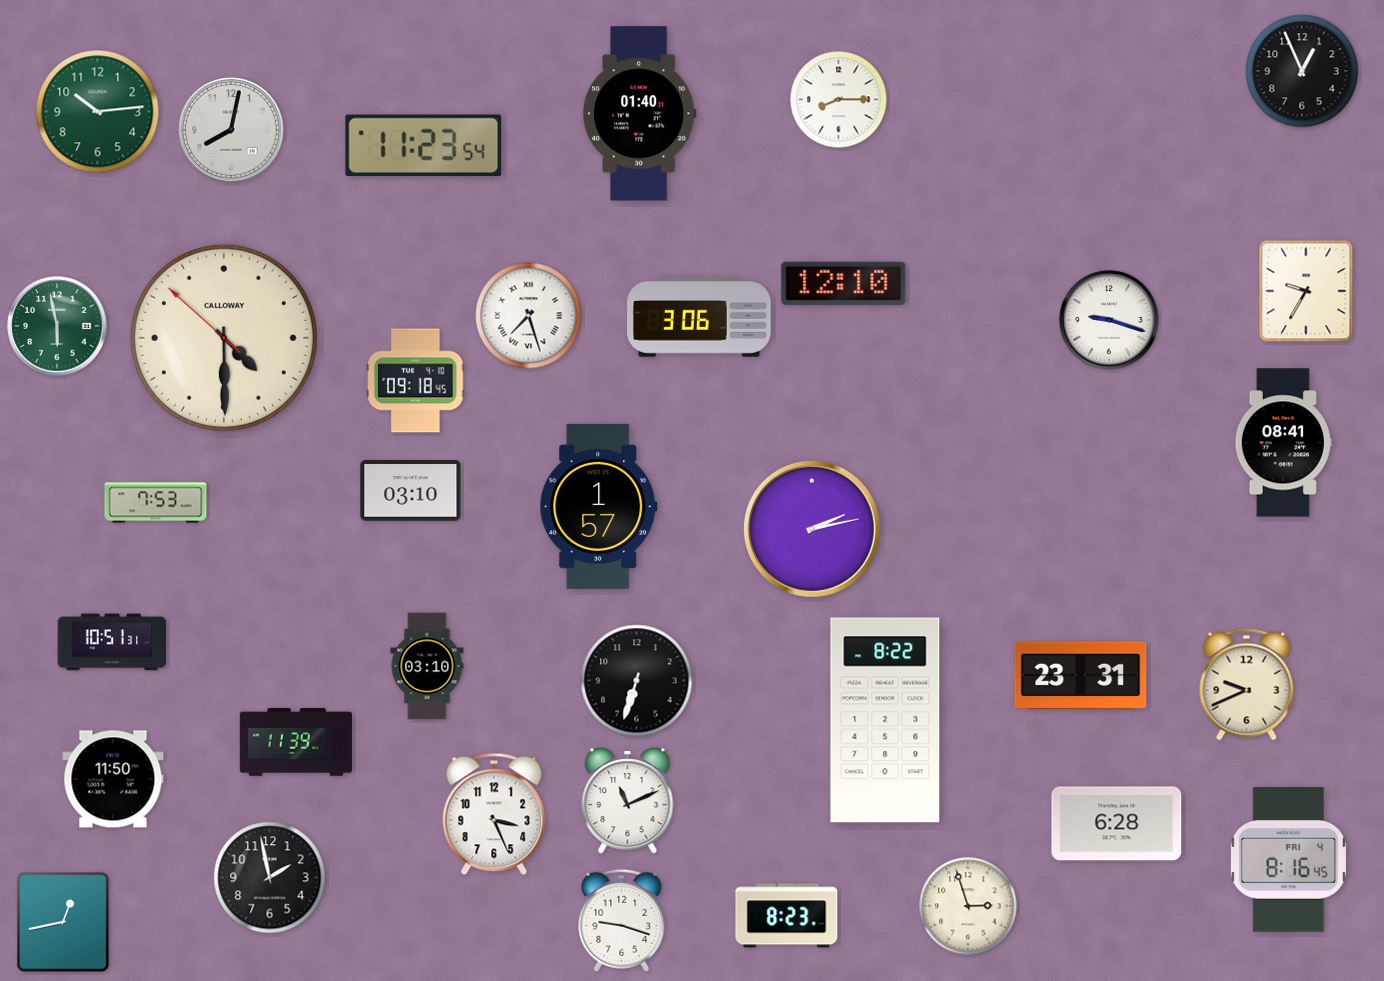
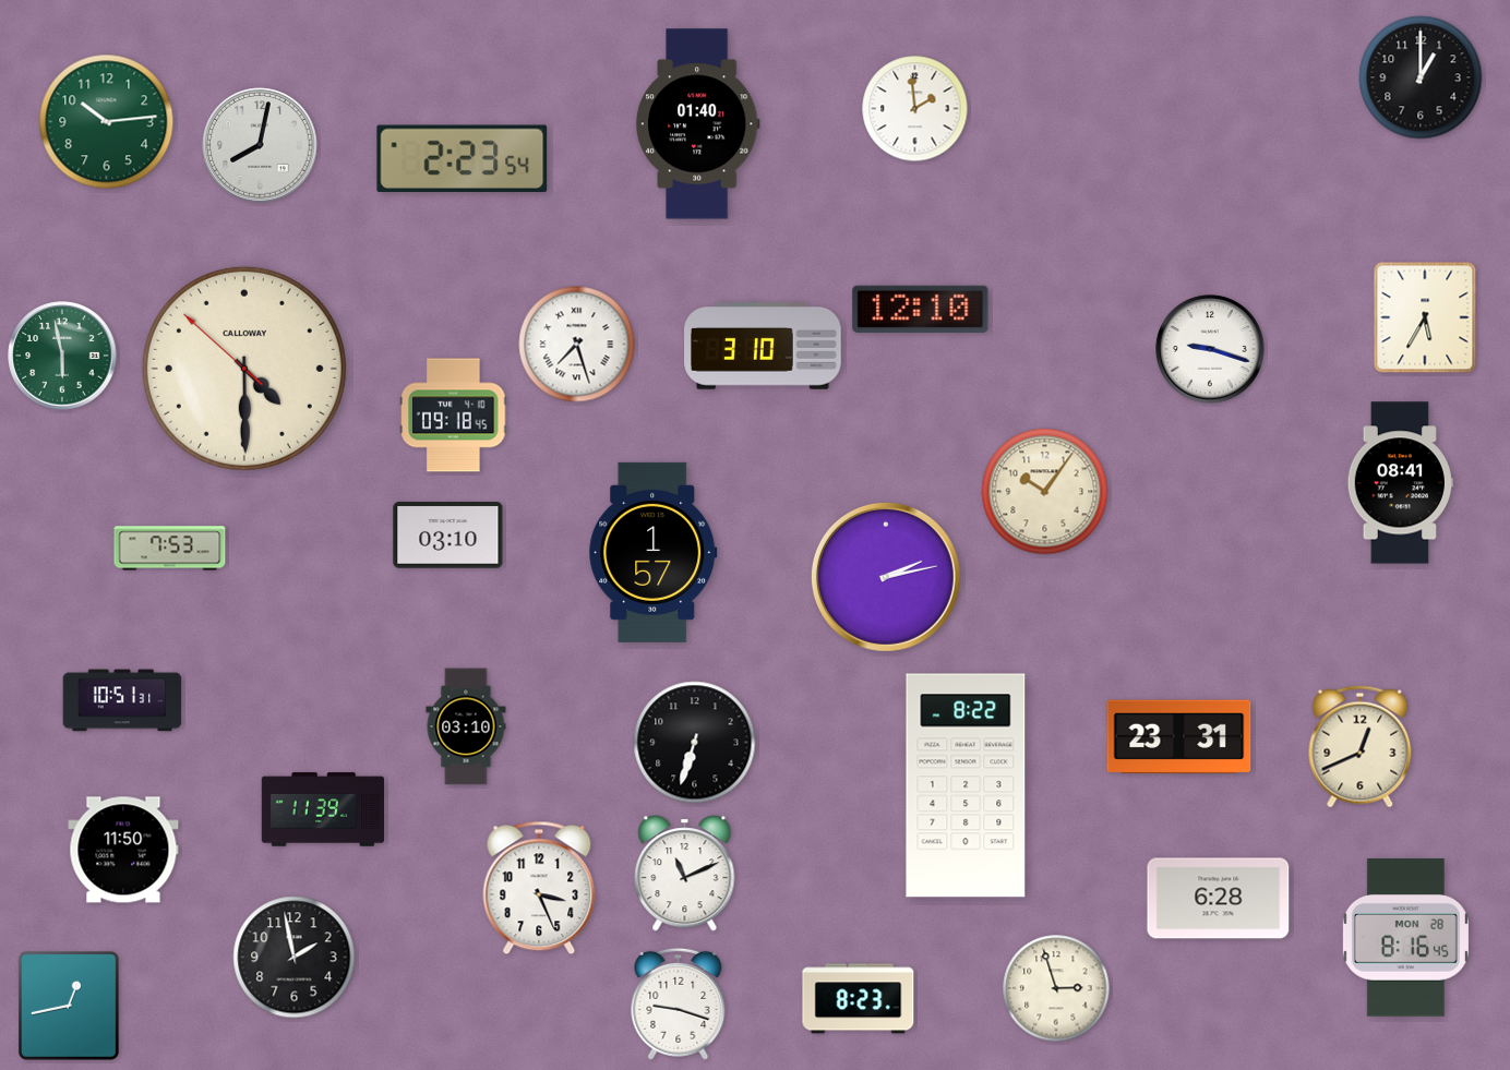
clock at (1302, 71): 12:56 -> 1:00
clock at (839, 100): 8:15 -> 1:59
clock at (231, 130) position: (231, 130) -> (260, 145)
clock at (424, 145): 11:23 -> 2:23
clock at (1306, 291): 9:35 -> 5:35
clock at (699, 318): 3:06 -> 3:10
clock at (1045, 492): none -> 10:06
clock at (1247, 685): 9:41 -> 12:41
clock at (1288, 860) date: FRI 4 -> MON 28
